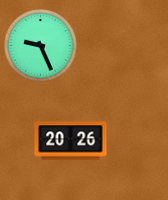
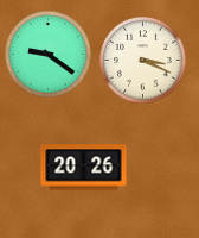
clock at (41, 46): 9:26 -> 9:21
clock at (143, 61): none -> 3:19
